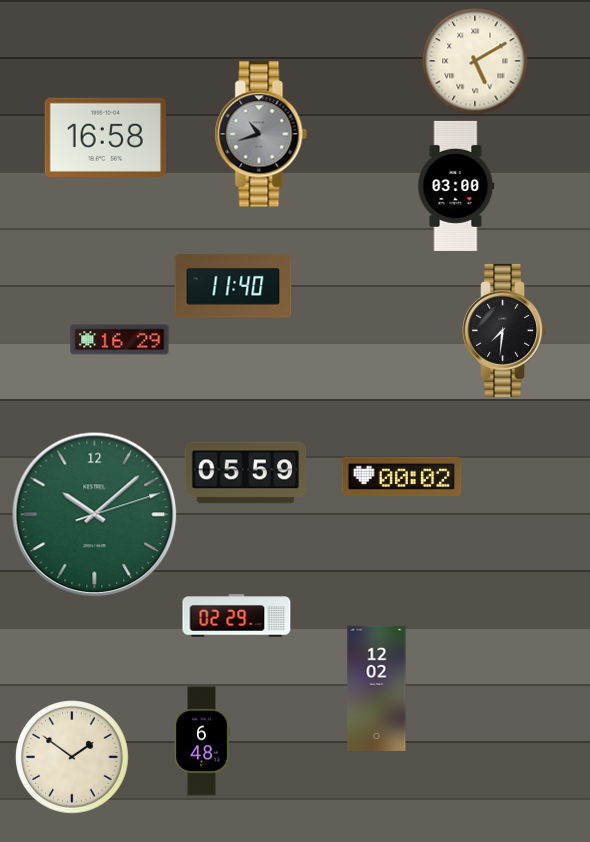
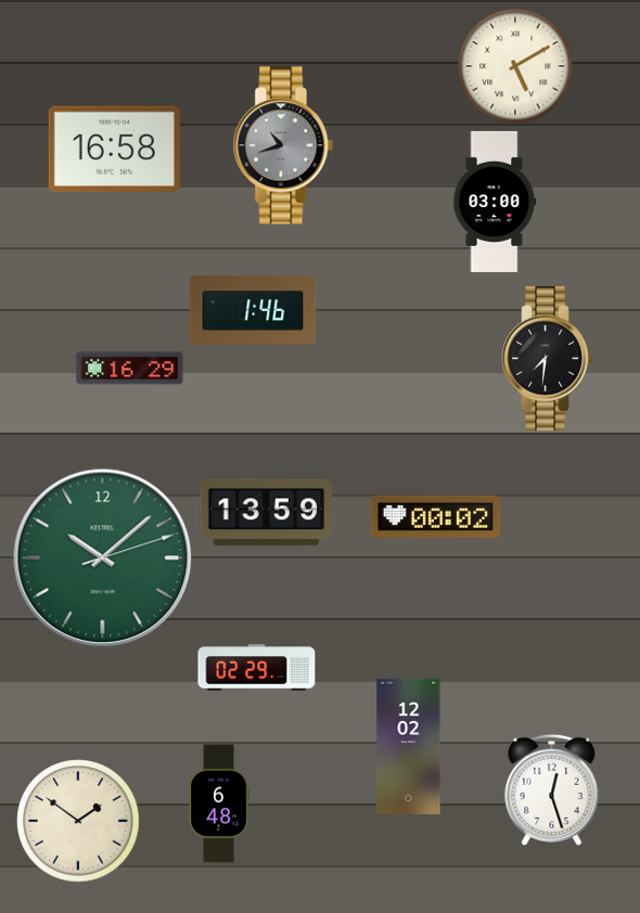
clock at (233, 286): 11:40 -> 1:46
clock at (246, 473): 05:59 -> 13:59
clock at (552, 789): none -> 12:27
